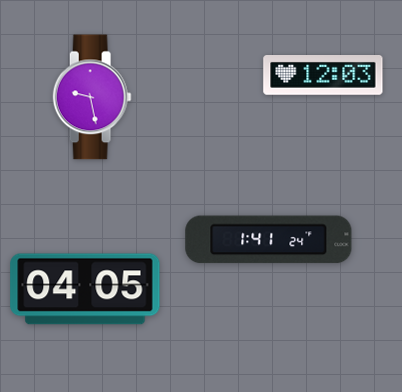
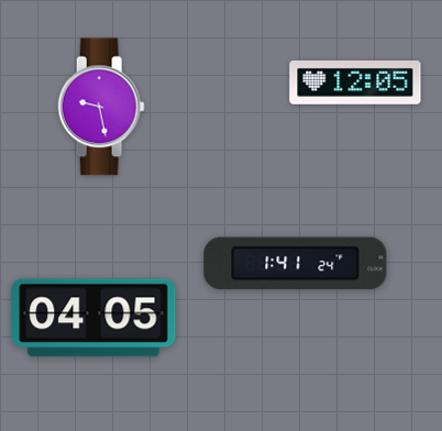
clock at (323, 76): 12:03 -> 12:05
